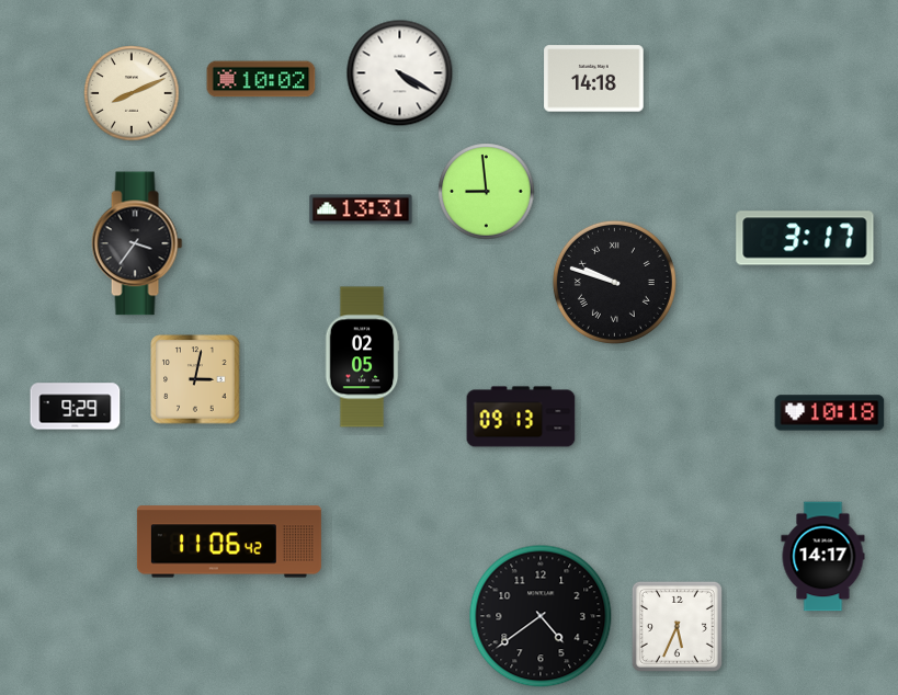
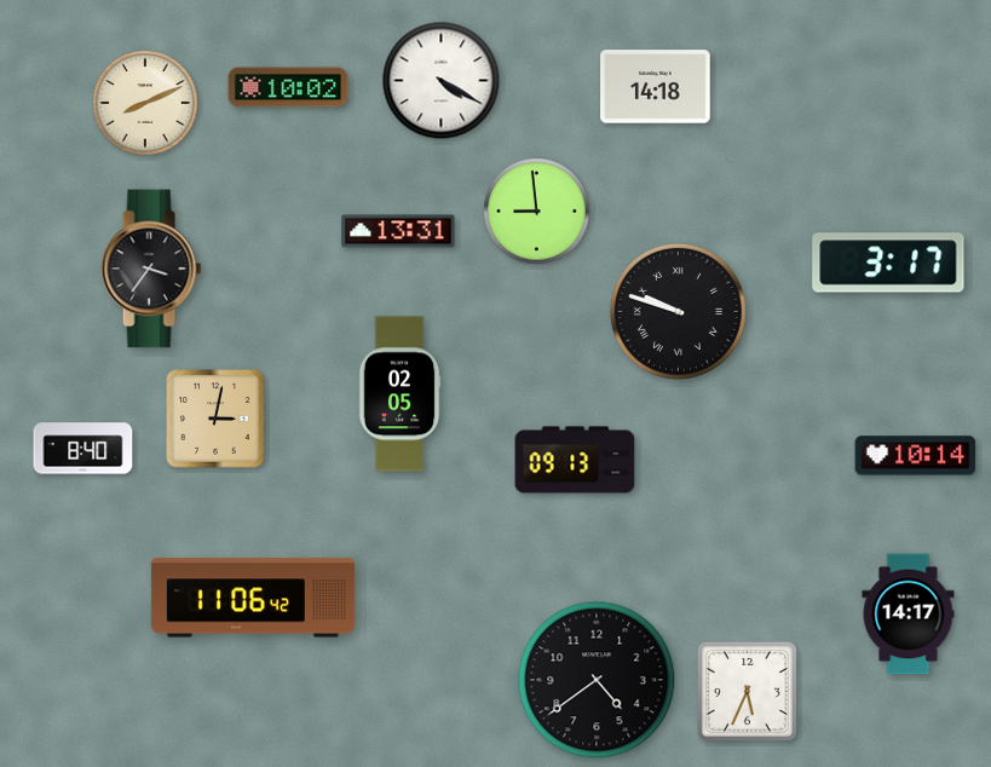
clock at (76, 407): 9:29 -> 8:40
clock at (830, 413): 10:18 -> 10:14
